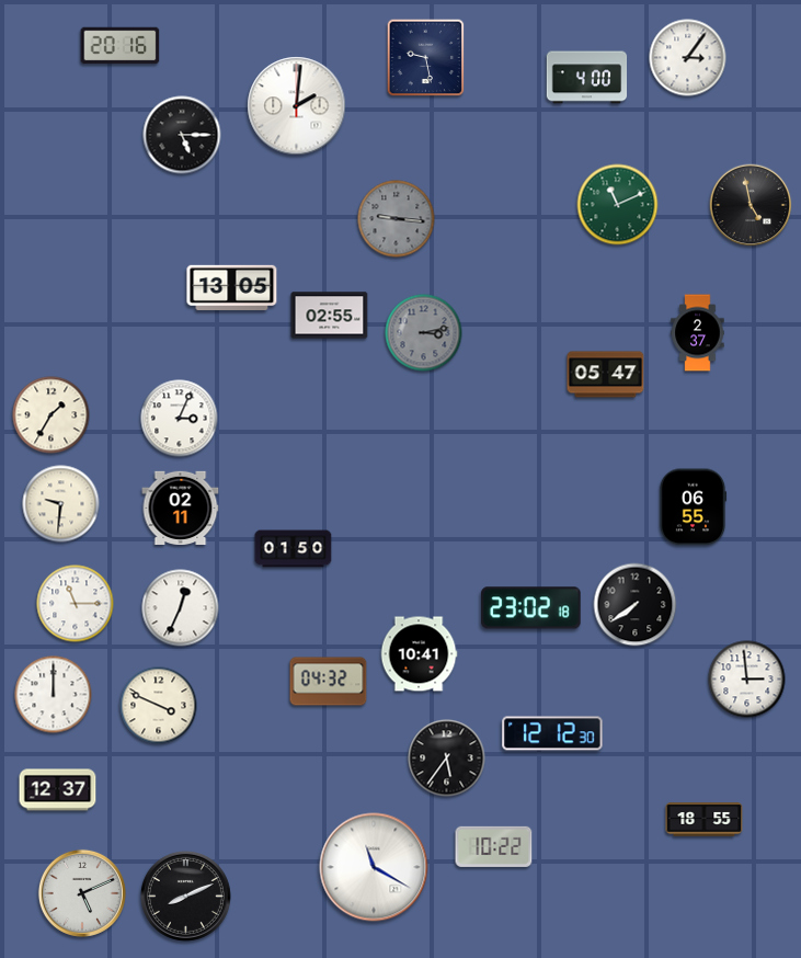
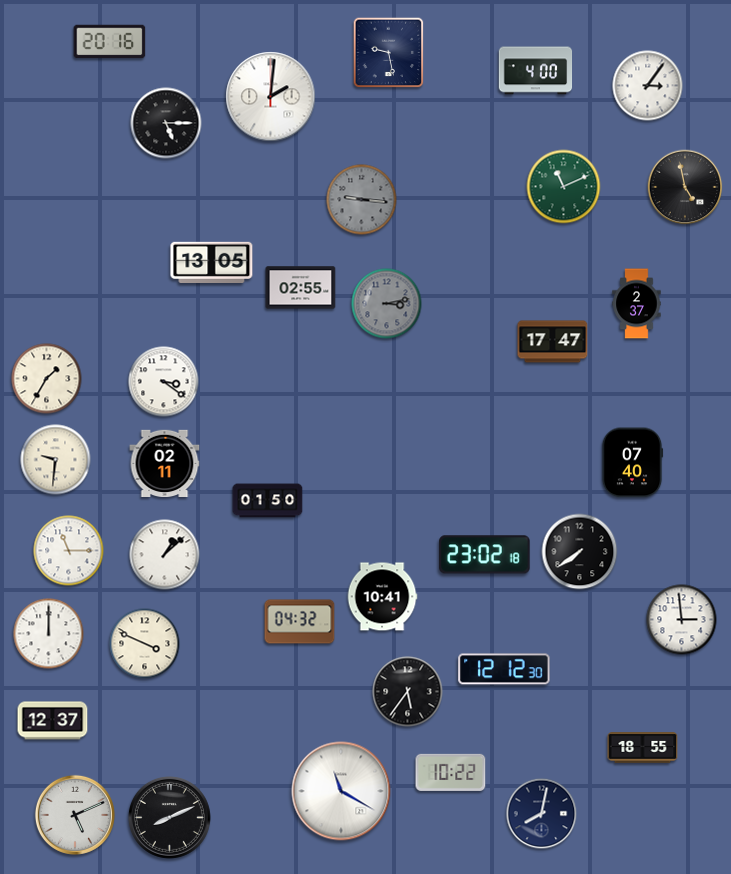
clock at (688, 58) position: (688, 58) -> (648, 86)
clock at (606, 375): 05:47 -> 17:47
clock at (180, 419): 3:04 -> 3:21
clock at (693, 507): 06:55 -> 07:40
clock at (181, 608): 12:34 -> 1:08
clock at (542, 814): none -> 8:02
